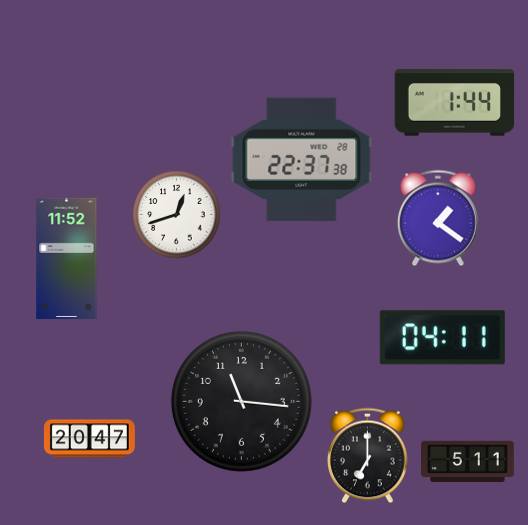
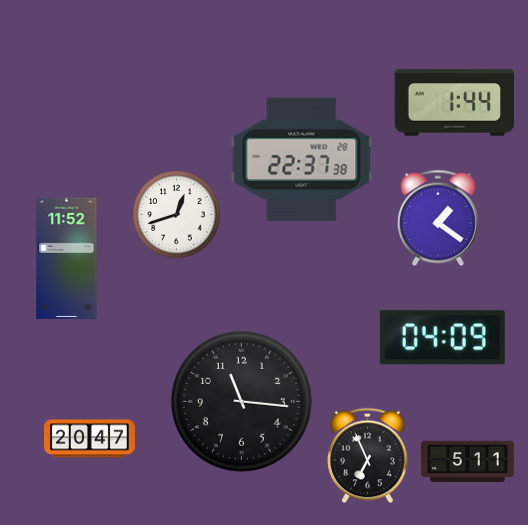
clock at (442, 338): 04:11 -> 04:09
clock at (368, 456): 7:00 -> 6:56
